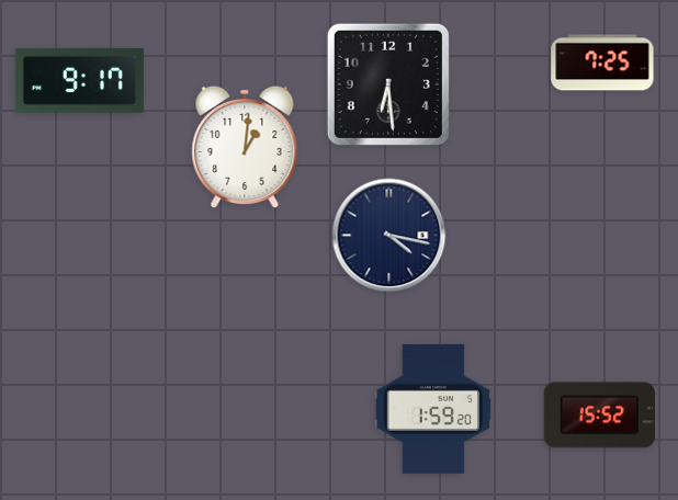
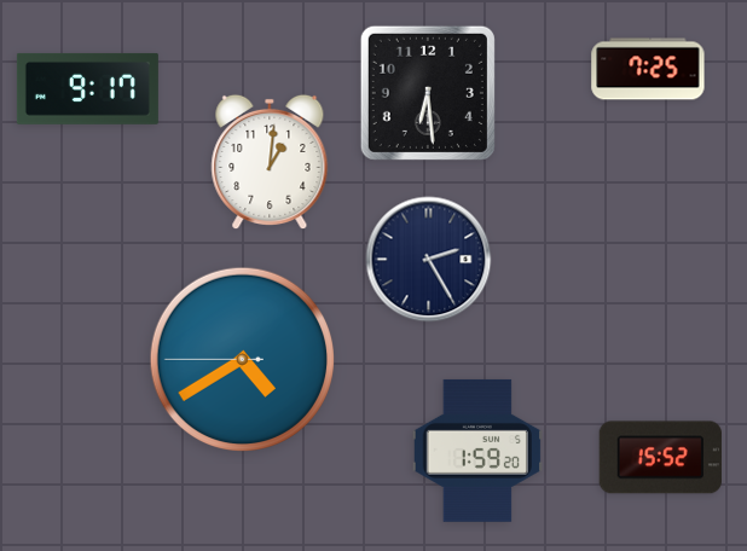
clock at (602, 63) position: (602, 63) -> (648, 69)
clock at (389, 236): 4:17 -> 2:25
clock at (242, 359): none -> 4:39
